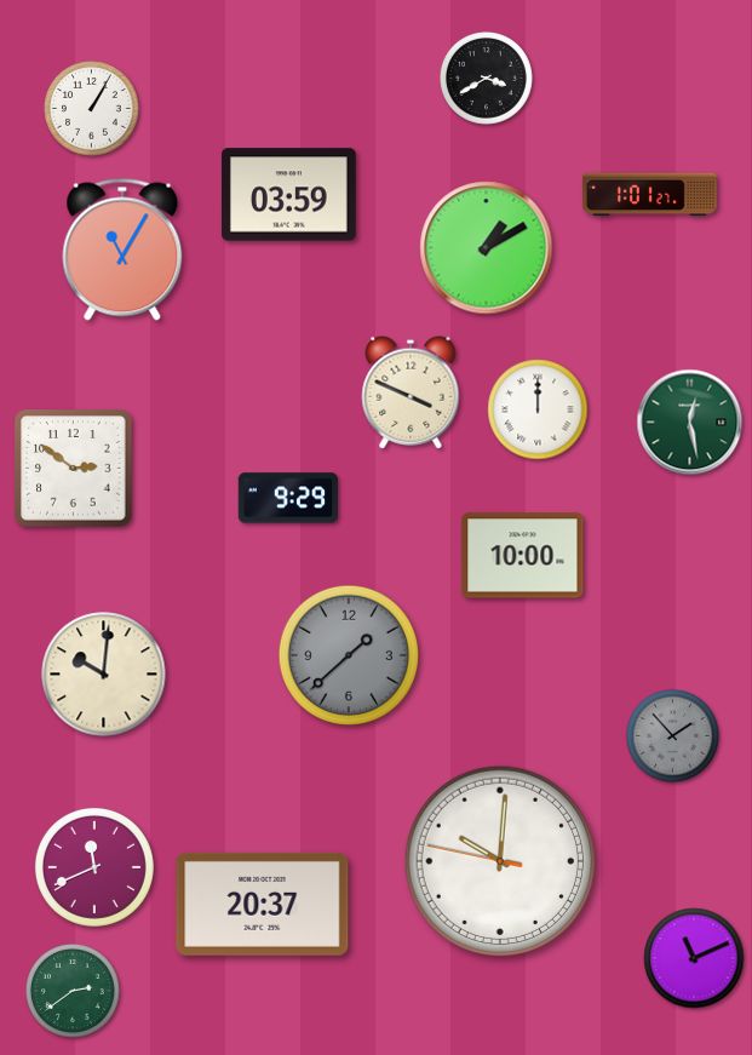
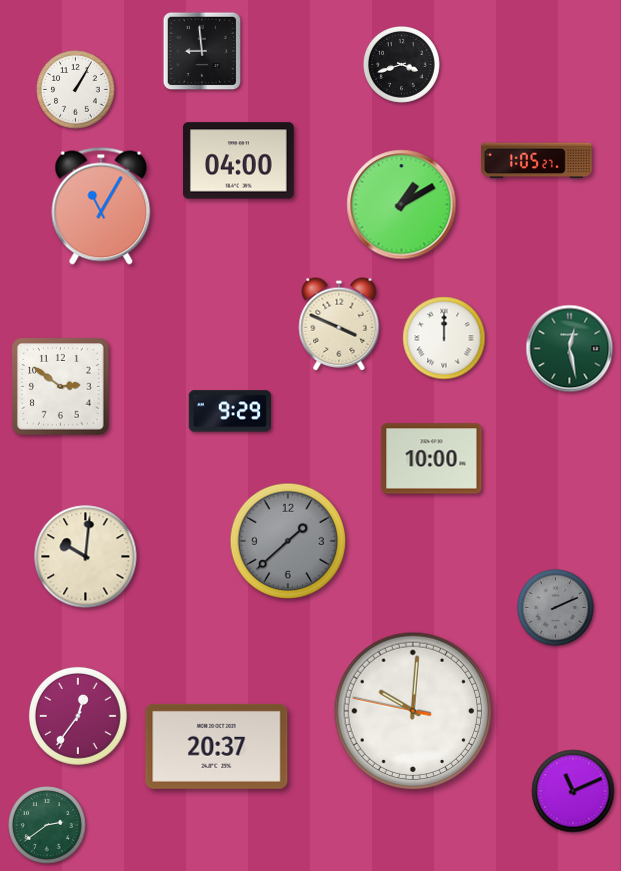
clock at (202, 51): none -> 8:59
clock at (486, 78): 3:40 -> 3:42
clock at (289, 195): 03:59 -> 04:00
clock at (650, 195): 1:01 -> 1:05
clock at (287, 498) position: (287, 498) -> (229, 411)
clock at (672, 735): 1:53 -> 2:11
clock at (94, 867): 11:41 -> 12:36
clock at (74, 992) position: (74, 992) -> (48, 826)
